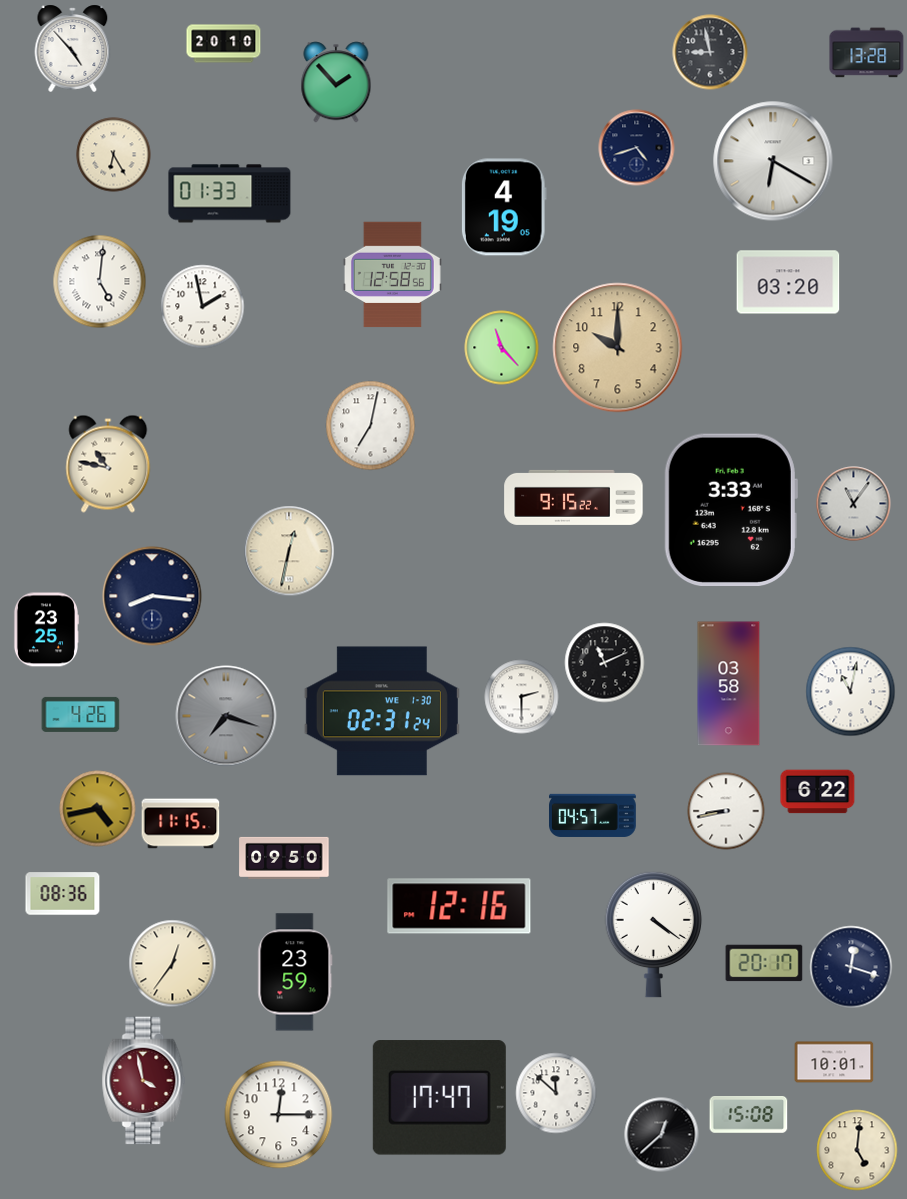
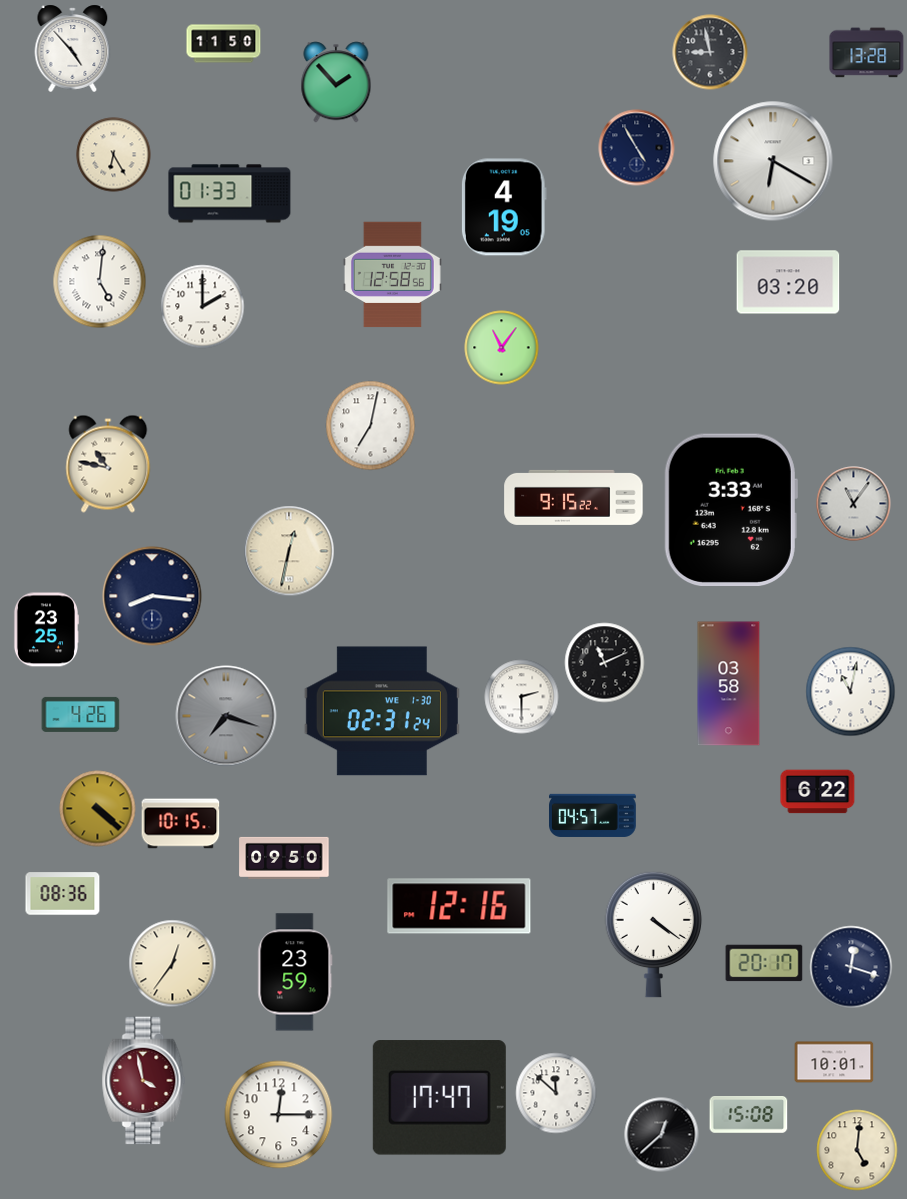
clock at (224, 44): 20:10 -> 11:50
clock at (637, 148): 4:42 -> 4:55
clock at (203, 307): 1:58 -> 2:00
clock at (502, 348): 11:23 -> 11:06
clock at (618, 348): 10:00 -> none
clock at (98, 809): 4:43 -> 4:22
clock at (726, 811): 8:43 -> none
clock at (181, 824): 11:15 -> 10:15
